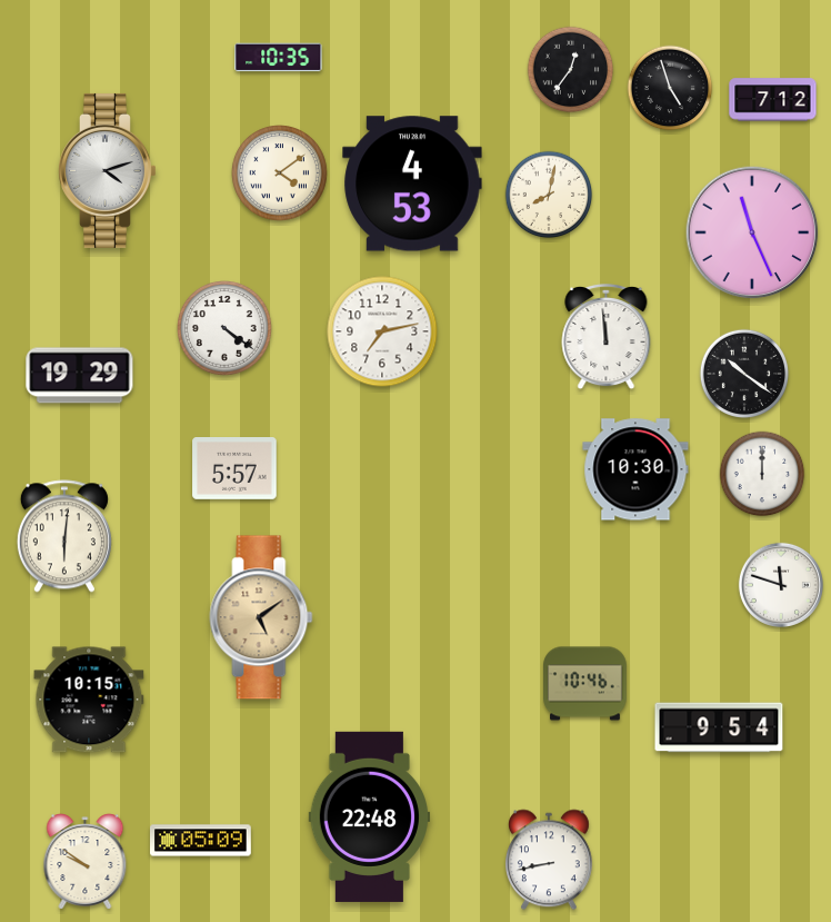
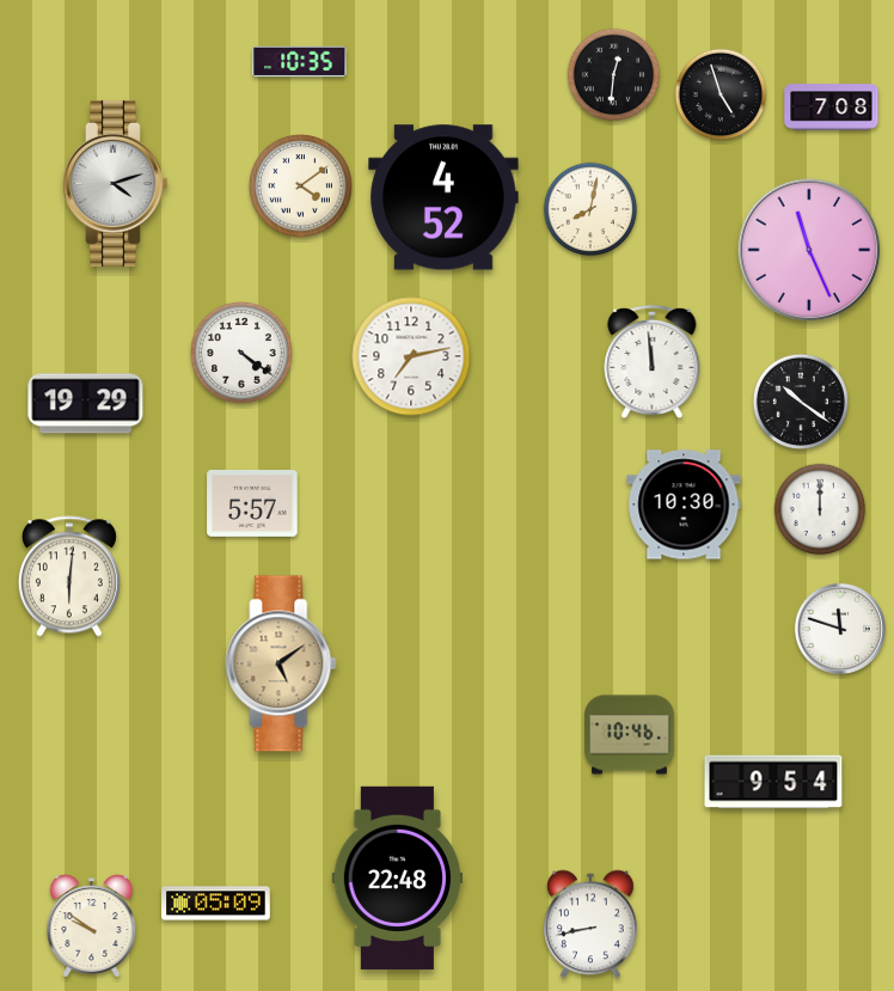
clock at (571, 70): 12:36 -> 12:31
clock at (773, 100): 7:12 -> 7:08
clock at (412, 184): 4:53 -> 4:52
clock at (89, 700): 10:15 -> none
